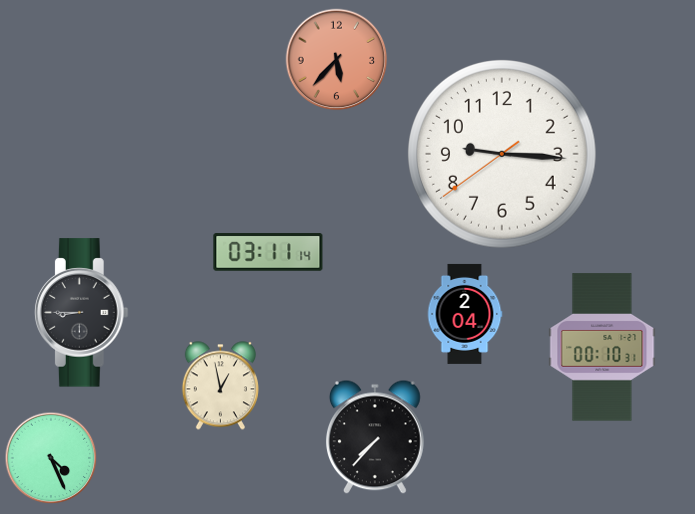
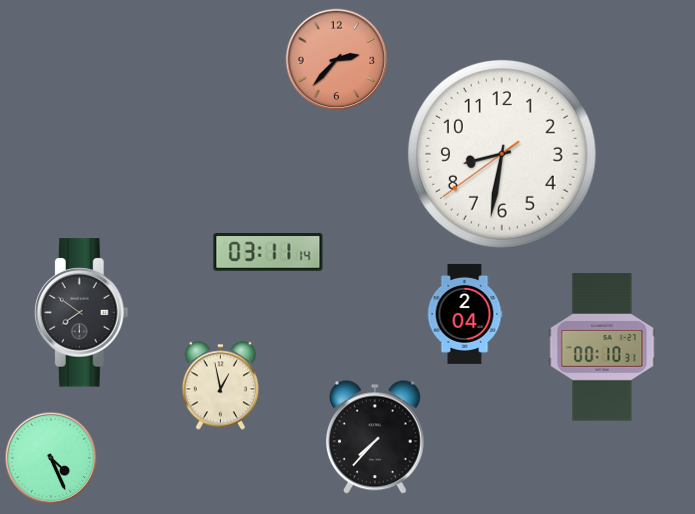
clock at (337, 60): 5:37 -> 2:37
clock at (503, 155): 9:15 -> 8:31
clock at (81, 313): 8:45 -> 7:51
